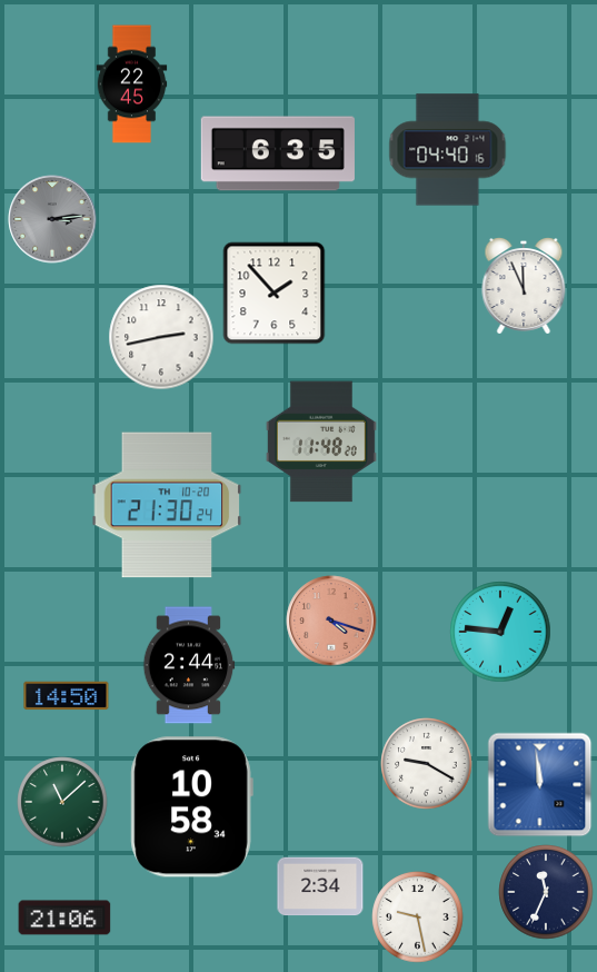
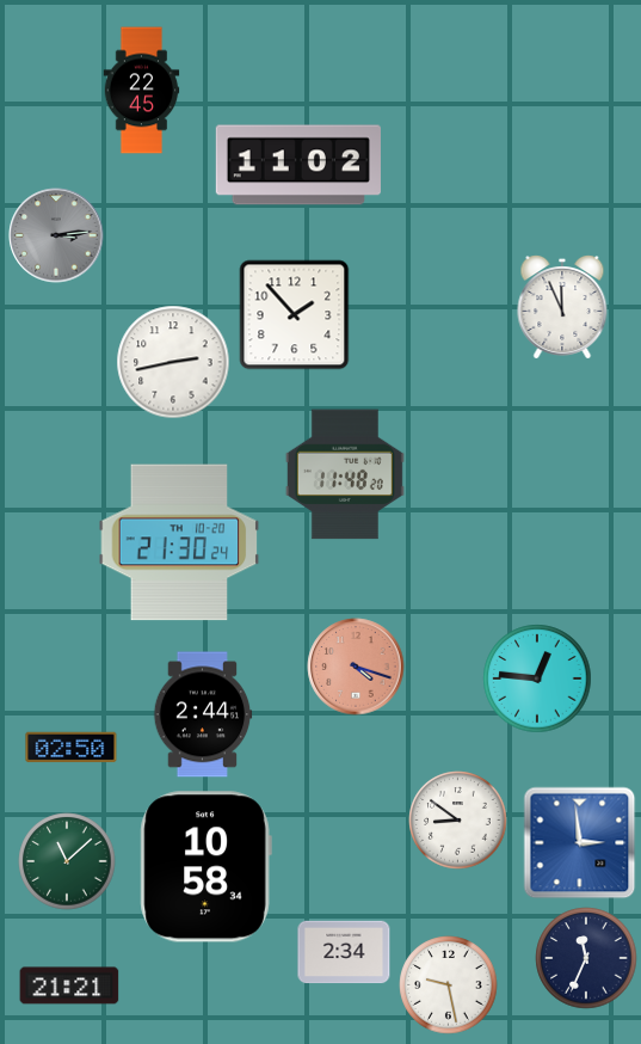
clock at (448, 150): 04:40 -> none
clock at (278, 153): 6:35 -> 11:02
clock at (67, 696): 14:50 -> 02:50
clock at (427, 764): 9:20 -> 8:51
clock at (540, 785): 11:59 -> 2:59
clock at (64, 918): 21:06 -> 21:21
